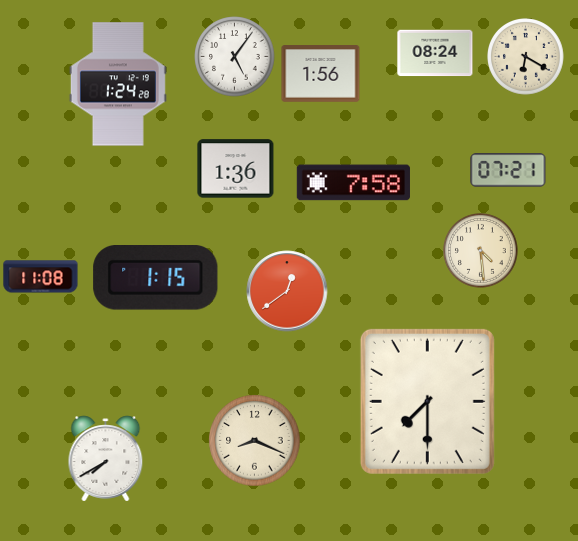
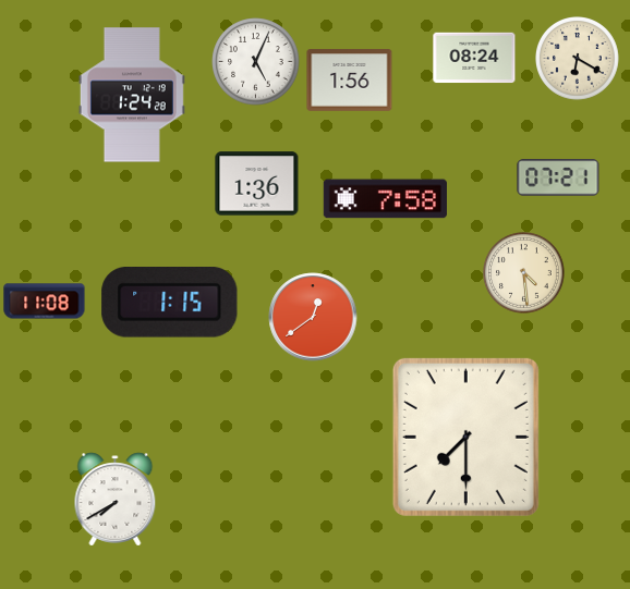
clock at (235, 57): 5:06 -> 5:04
clock at (526, 57) position: (526, 57) -> (578, 59)
clock at (118, 84) position: (118, 84) -> (132, 95)
clock at (508, 170) position: (508, 170) -> (558, 177)
clock at (255, 441): 8:19 -> none
